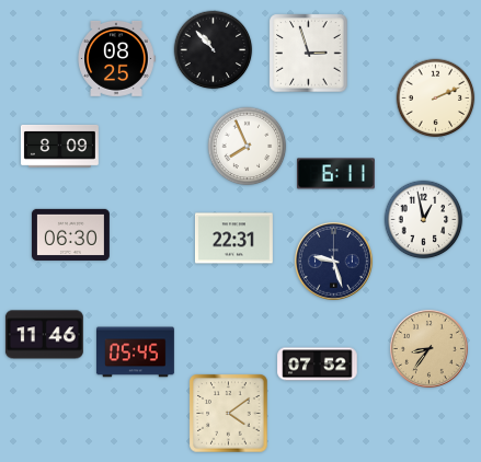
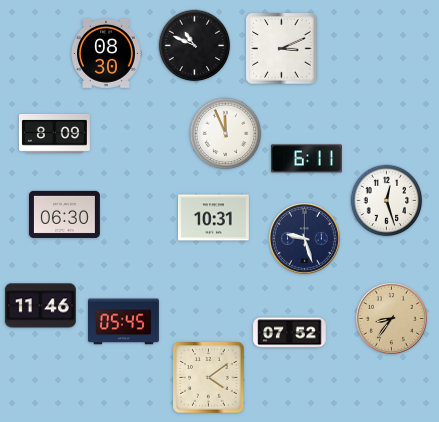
clock at (214, 50): 10:53 -> 10:49
clock at (309, 54): 2:57 -> 3:11
clock at (116, 58): 08:25 -> 08:30
clock at (436, 99): 2:11 -> none
clock at (248, 147): 7:56 -> 11:56
clock at (424, 220): 12:58 -> 12:27
clock at (233, 239): 22:31 -> 10:31
